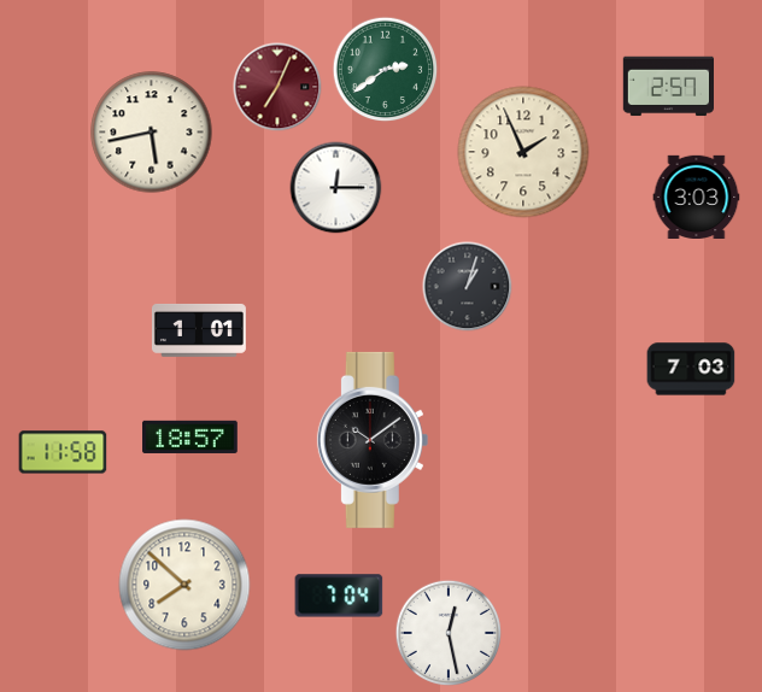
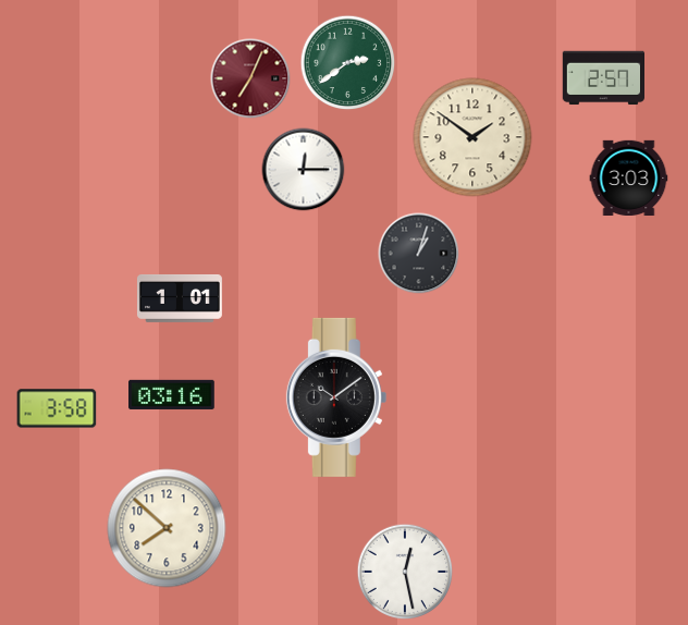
clock at (152, 133): 5:43 -> none
clock at (523, 152): 1:56 -> 1:51
clock at (468, 287) position: (468, 287) -> (419, 254)
clock at (691, 369): 7:03 -> none
clock at (190, 436): 18:57 -> 03:16
clock at (63, 452): 11:58 -> 3:58
clock at (339, 596): 7:04 -> none
